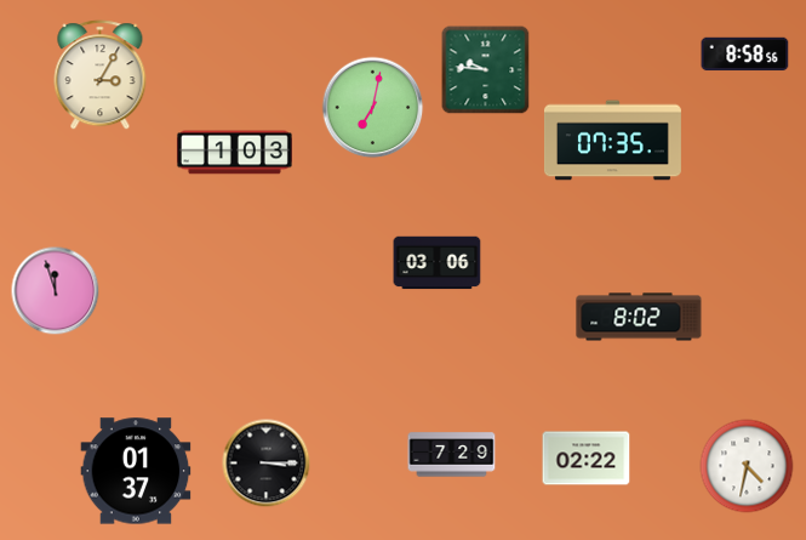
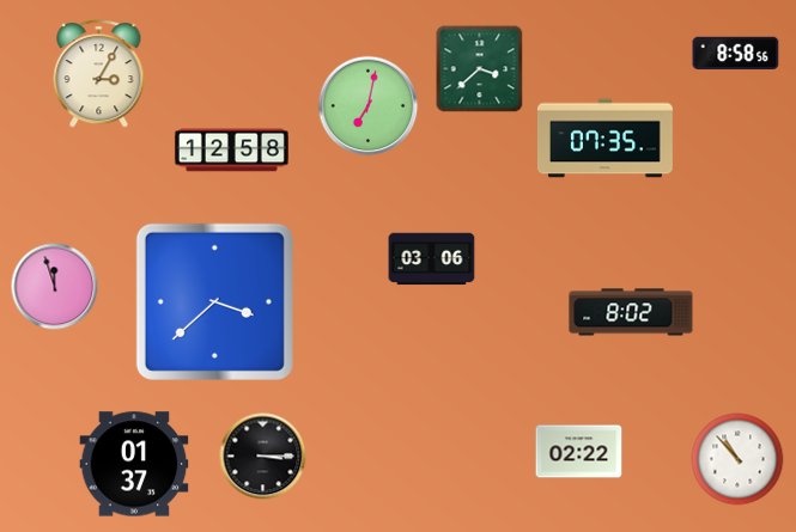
clock at (486, 70): 9:46 -> 3:38
clock at (234, 153): 1:03 -> 12:58
clock at (214, 301): none -> 3:38
clock at (452, 455): 7:29 -> none
clock at (747, 466): 4:32 -> 10:53
